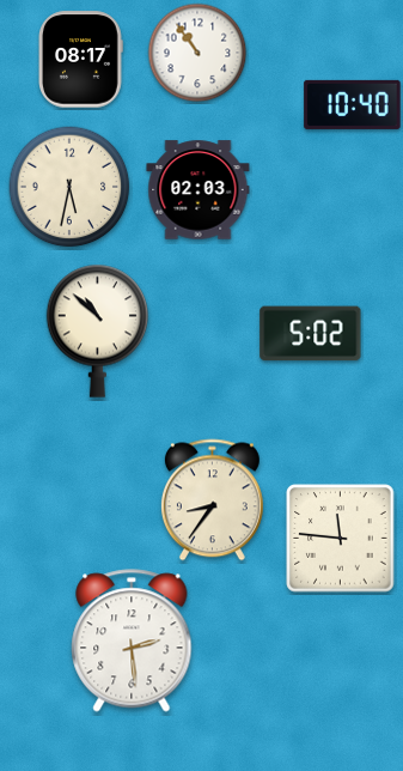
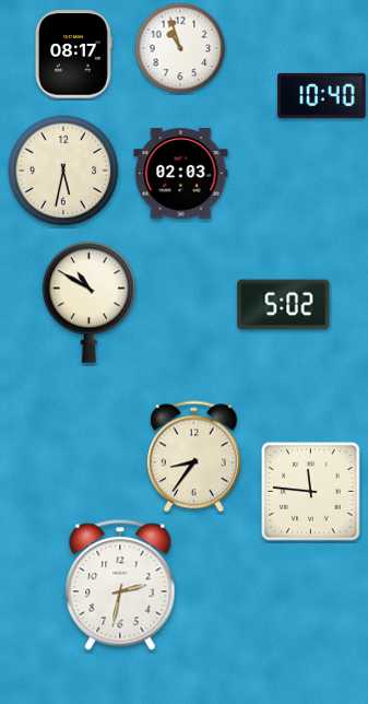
clock at (197, 53): 10:54 -> 10:57
clock at (98, 330): 10:52 -> 10:50
clock at (132, 641): 2:29 -> 2:32
